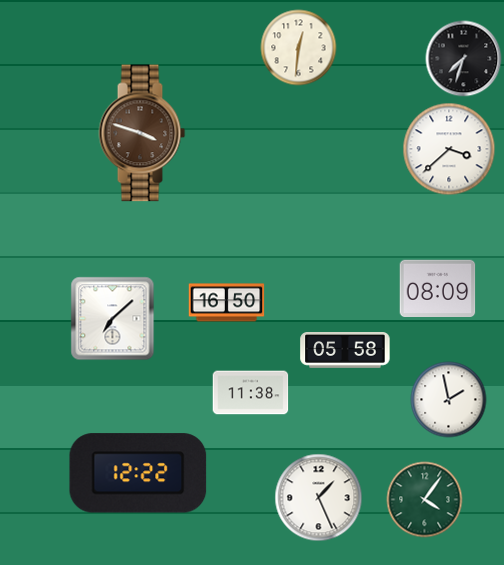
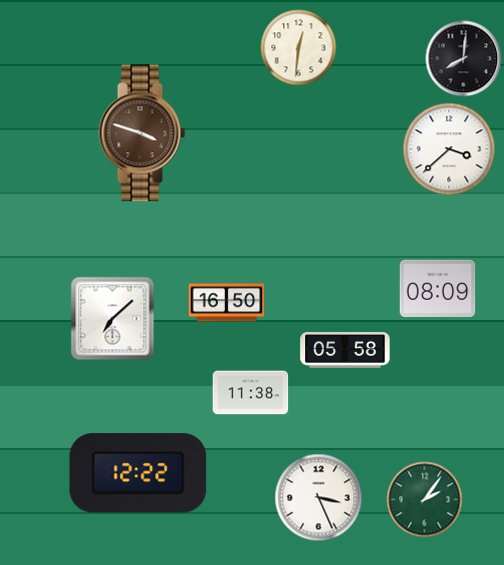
clock at (464, 59): 7:33 -> 8:01
clock at (449, 400): 1:58 -> none
clock at (319, 498): 1:26 -> 3:26
clock at (425, 500): 4:06 -> 2:06
